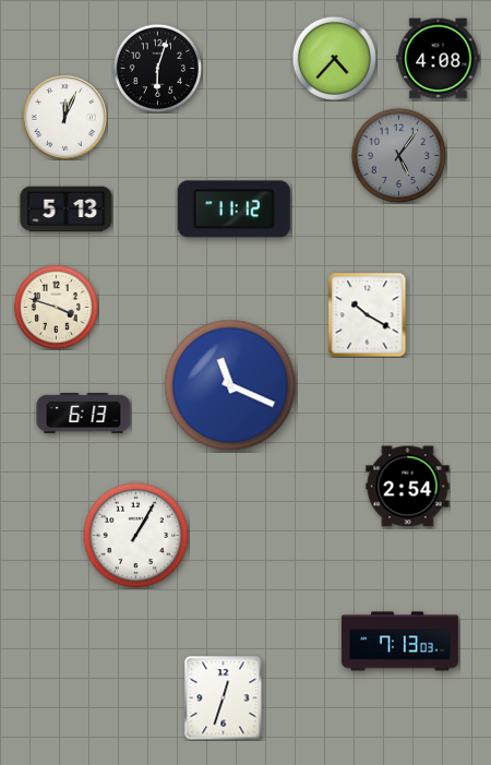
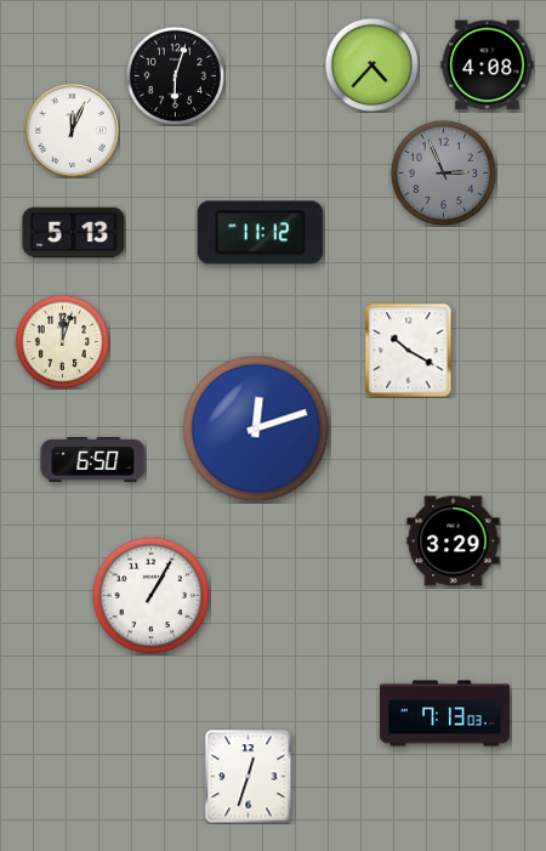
clock at (398, 155): 5:06 -> 2:56
clock at (56, 307): 3:48 -> 12:03
clock at (230, 385): 11:19 -> 12:12
clock at (84, 413): 6:13 -> 6:50
clock at (408, 487): 2:54 -> 3:29
